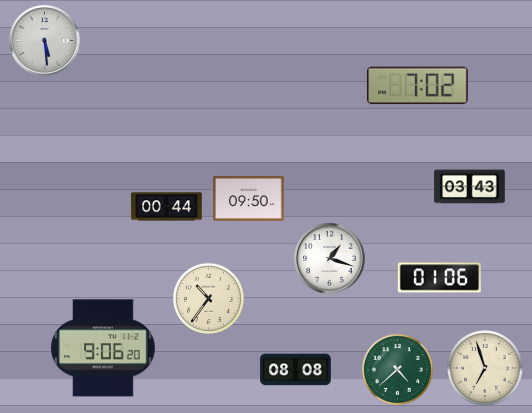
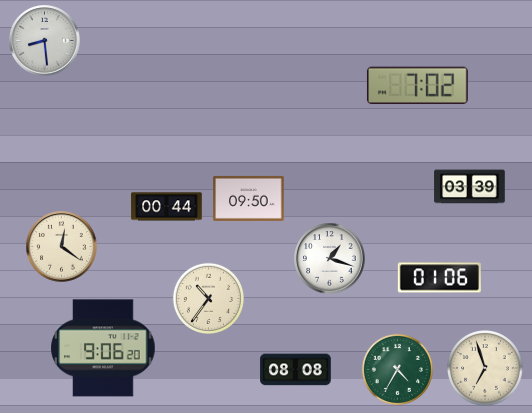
clock at (45, 41): 5:29 -> 8:29
clock at (470, 187): 03:43 -> 03:39
clock at (62, 247): none -> 12:21
clock at (397, 369): 4:38 -> 4:35
